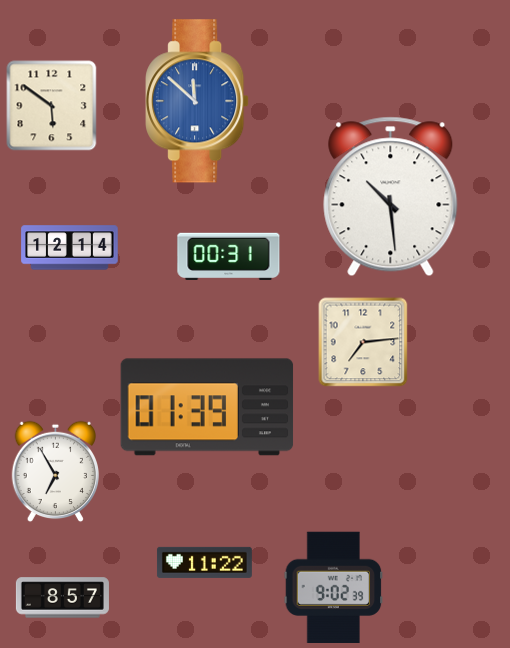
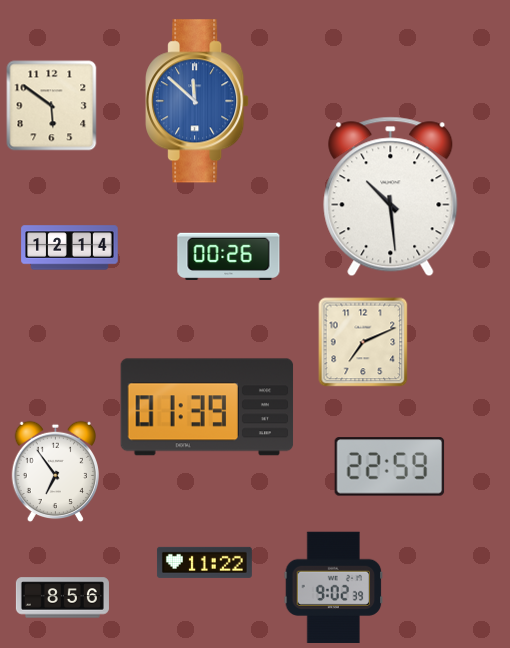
clock at (229, 256): 00:31 -> 00:26
clock at (363, 342): 7:14 -> 7:11
clock at (390, 467): none -> 22:59
clock at (55, 472): 6:55 -> 6:54
clock at (62, 598): 8:57 -> 8:56
